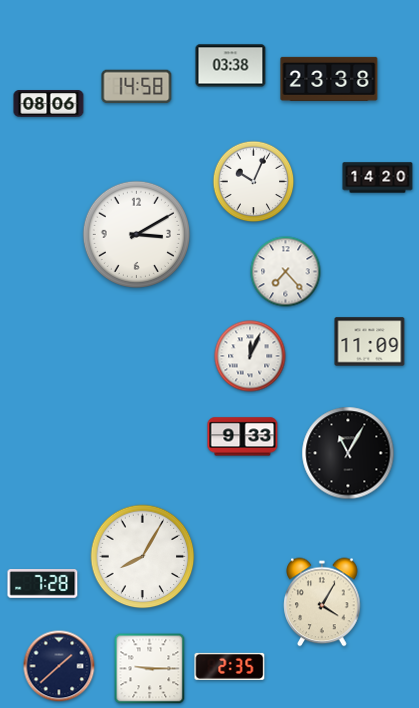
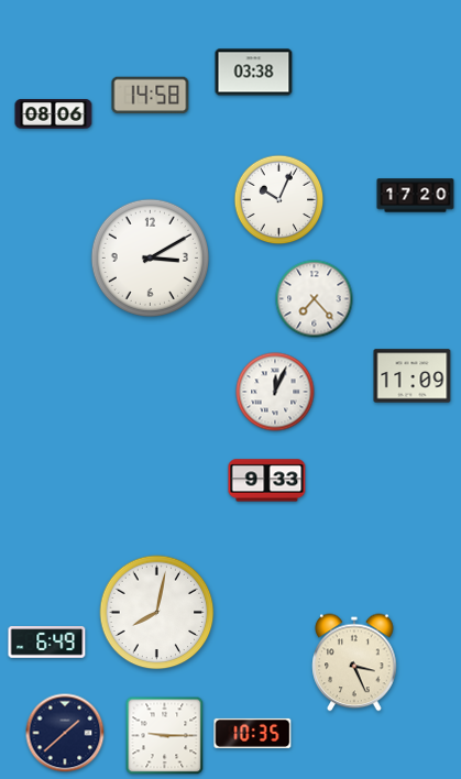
clock at (329, 79): 23:38 -> none
clock at (378, 178): 14:20 -> 17:20
clock at (370, 342) position: (370, 342) -> (413, 376)
clock at (348, 453): 11:05 -> none
clock at (143, 557): 8:05 -> 8:02
clock at (43, 584): 7:28 -> 6:49
clock at (322, 602): 4:05 -> 3:26
clock at (230, 666): 2:35 -> 10:35
